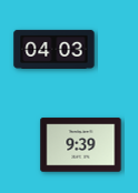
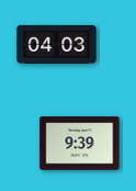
clock at (55, 49) position: (55, 49) -> (57, 44)
